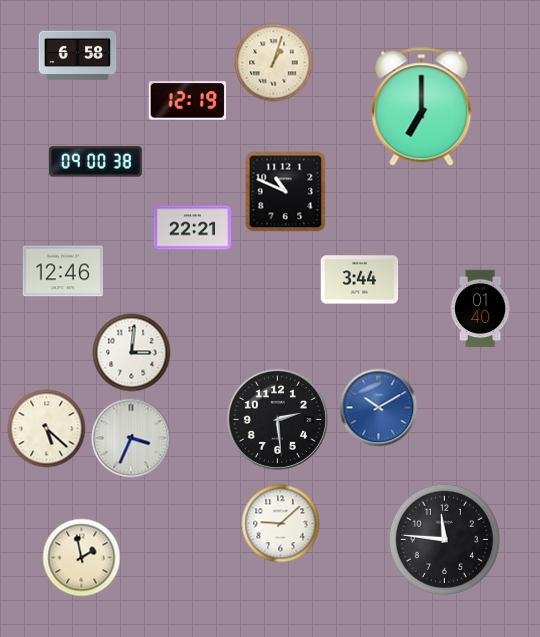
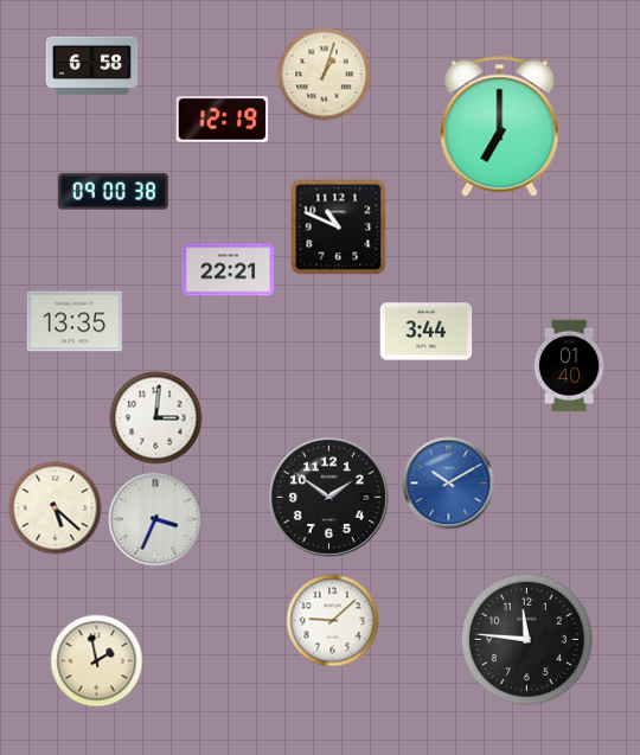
clock at (62, 271): 12:46 -> 13:35
clock at (277, 419): 2:29 -> 1:51
